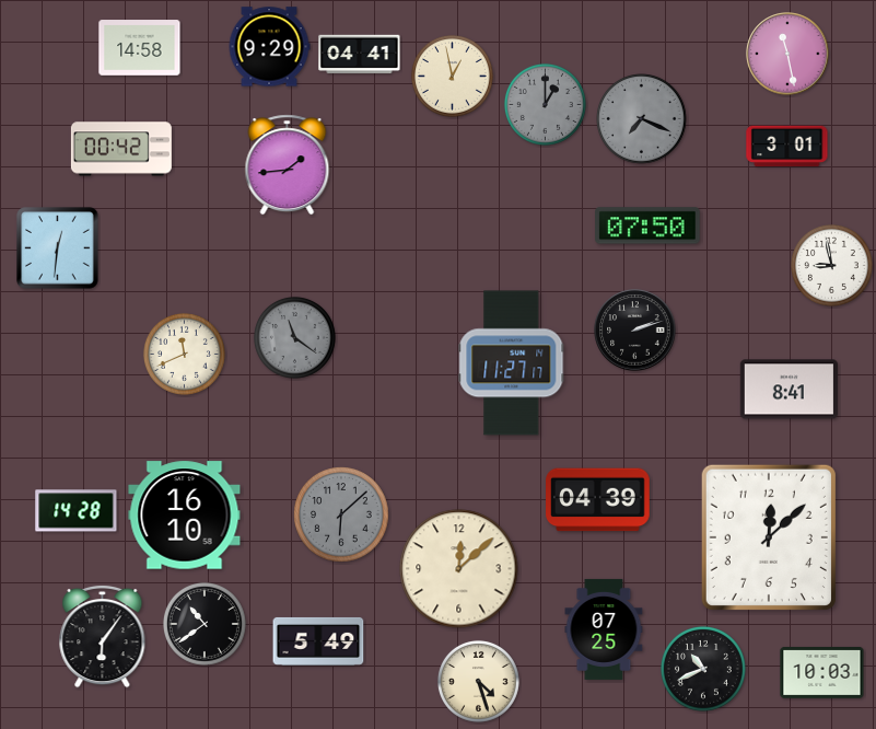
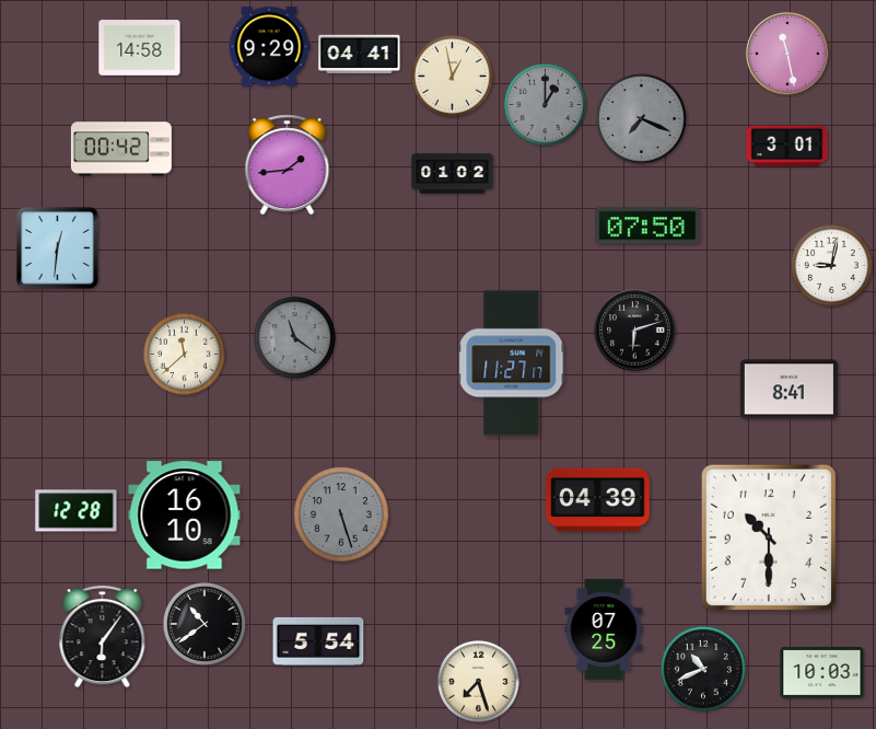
clock at (453, 174): none -> 01:02
clock at (831, 265): 8:58 -> 9:02
clock at (635, 331): 2:12 -> 6:12
clock at (184, 354): 11:41 -> 11:38
clock at (77, 511): 14:28 -> 12:28
clock at (341, 514): 6:08 -> 5:27
clock at (769, 537): 12:08 -> 10:30
clock at (459, 569): 12:08 -> none
clock at (318, 641): 5:49 -> 5:54
clock at (478, 681): 4:27 -> 7:27
